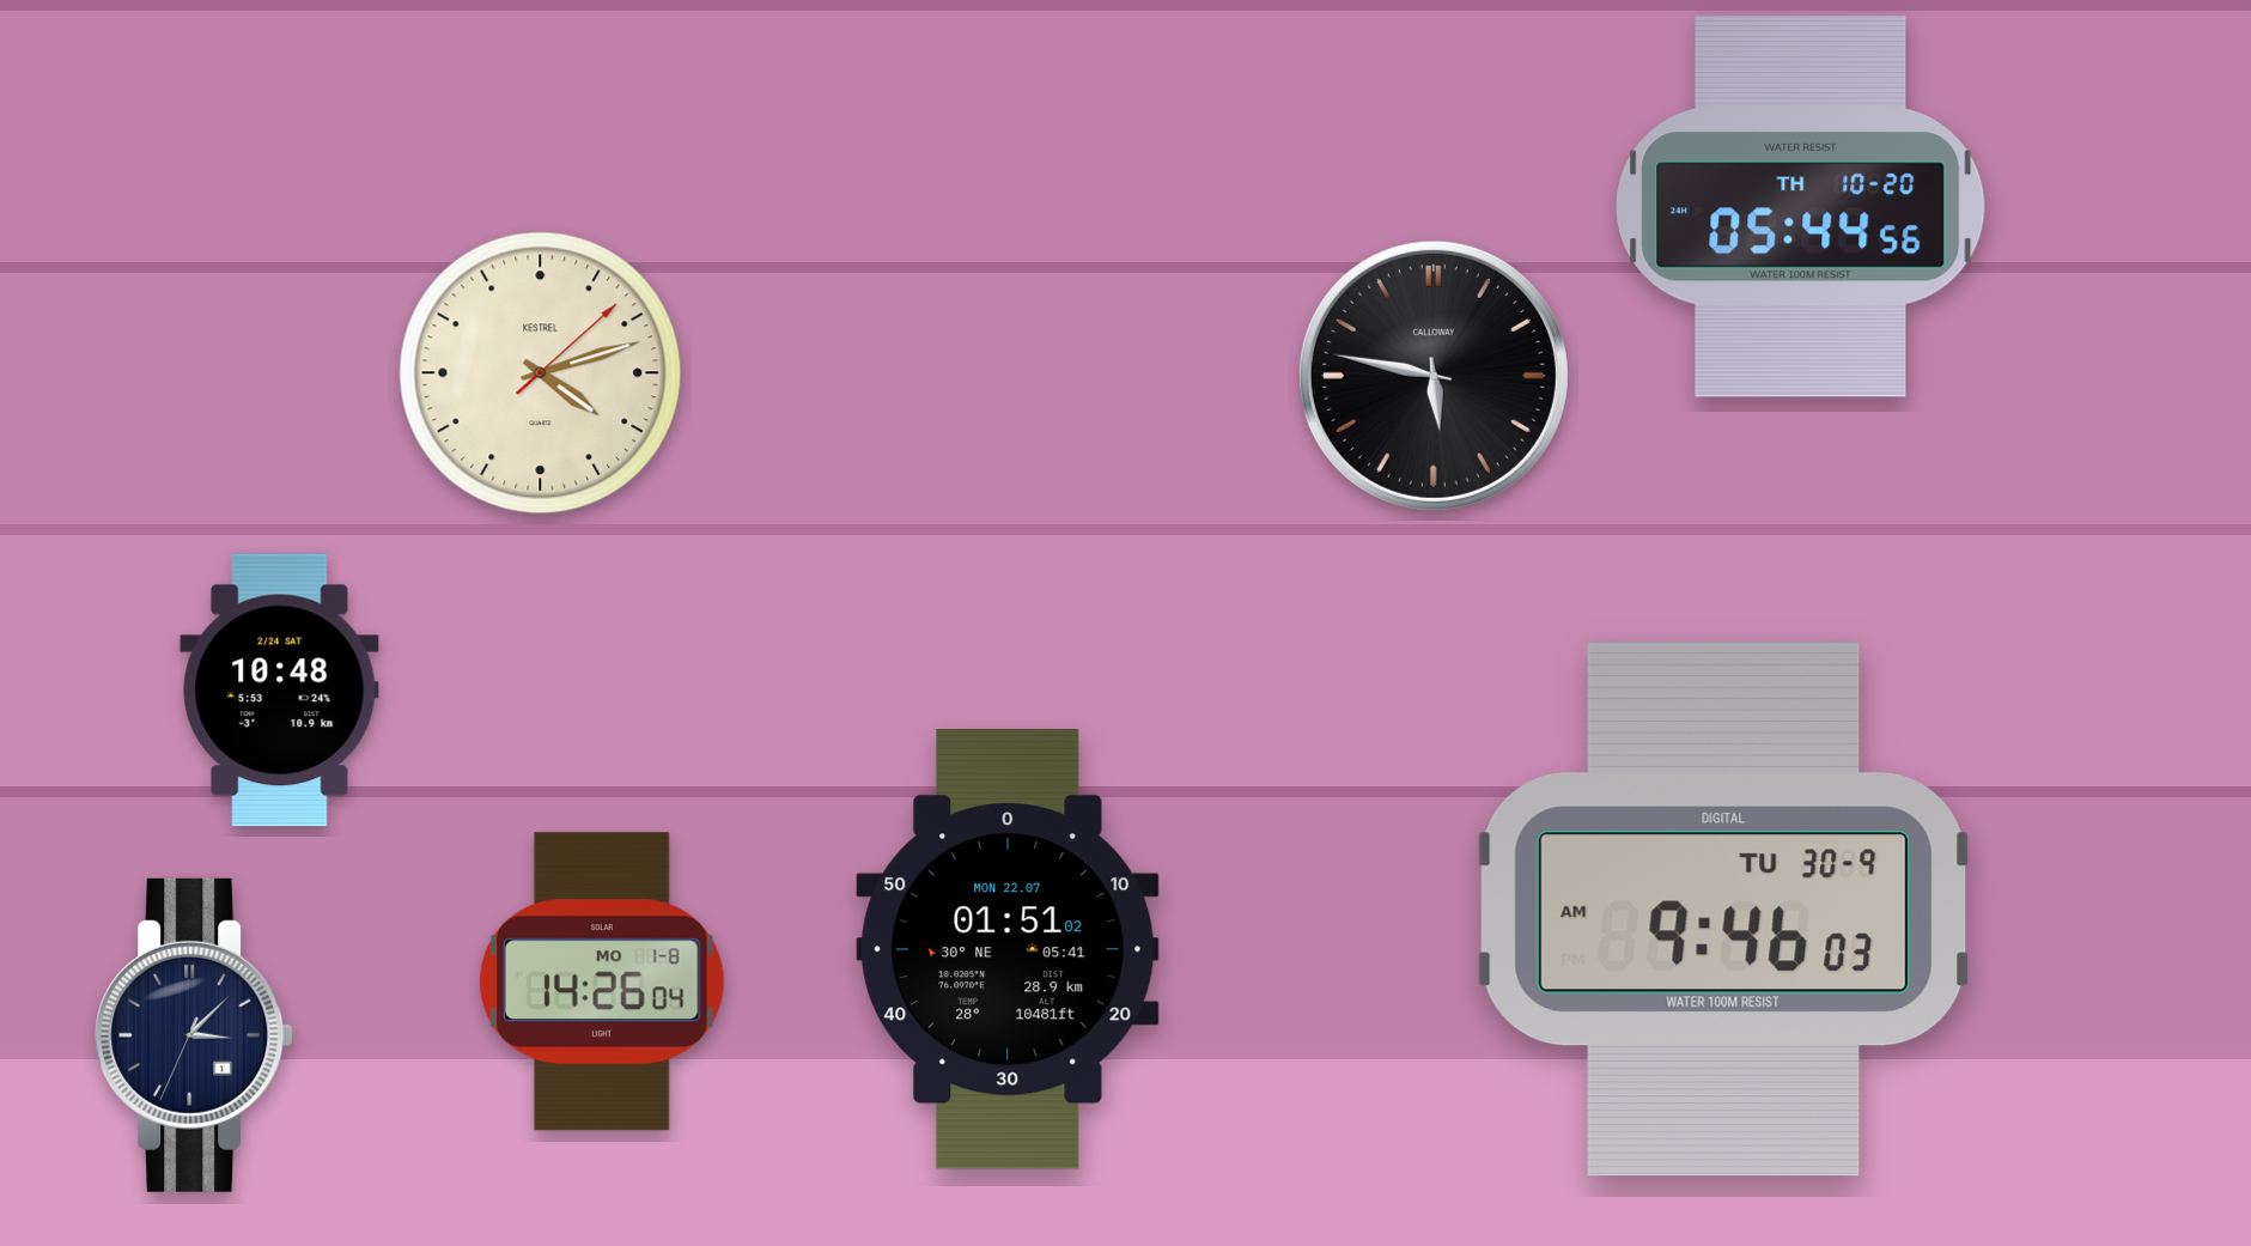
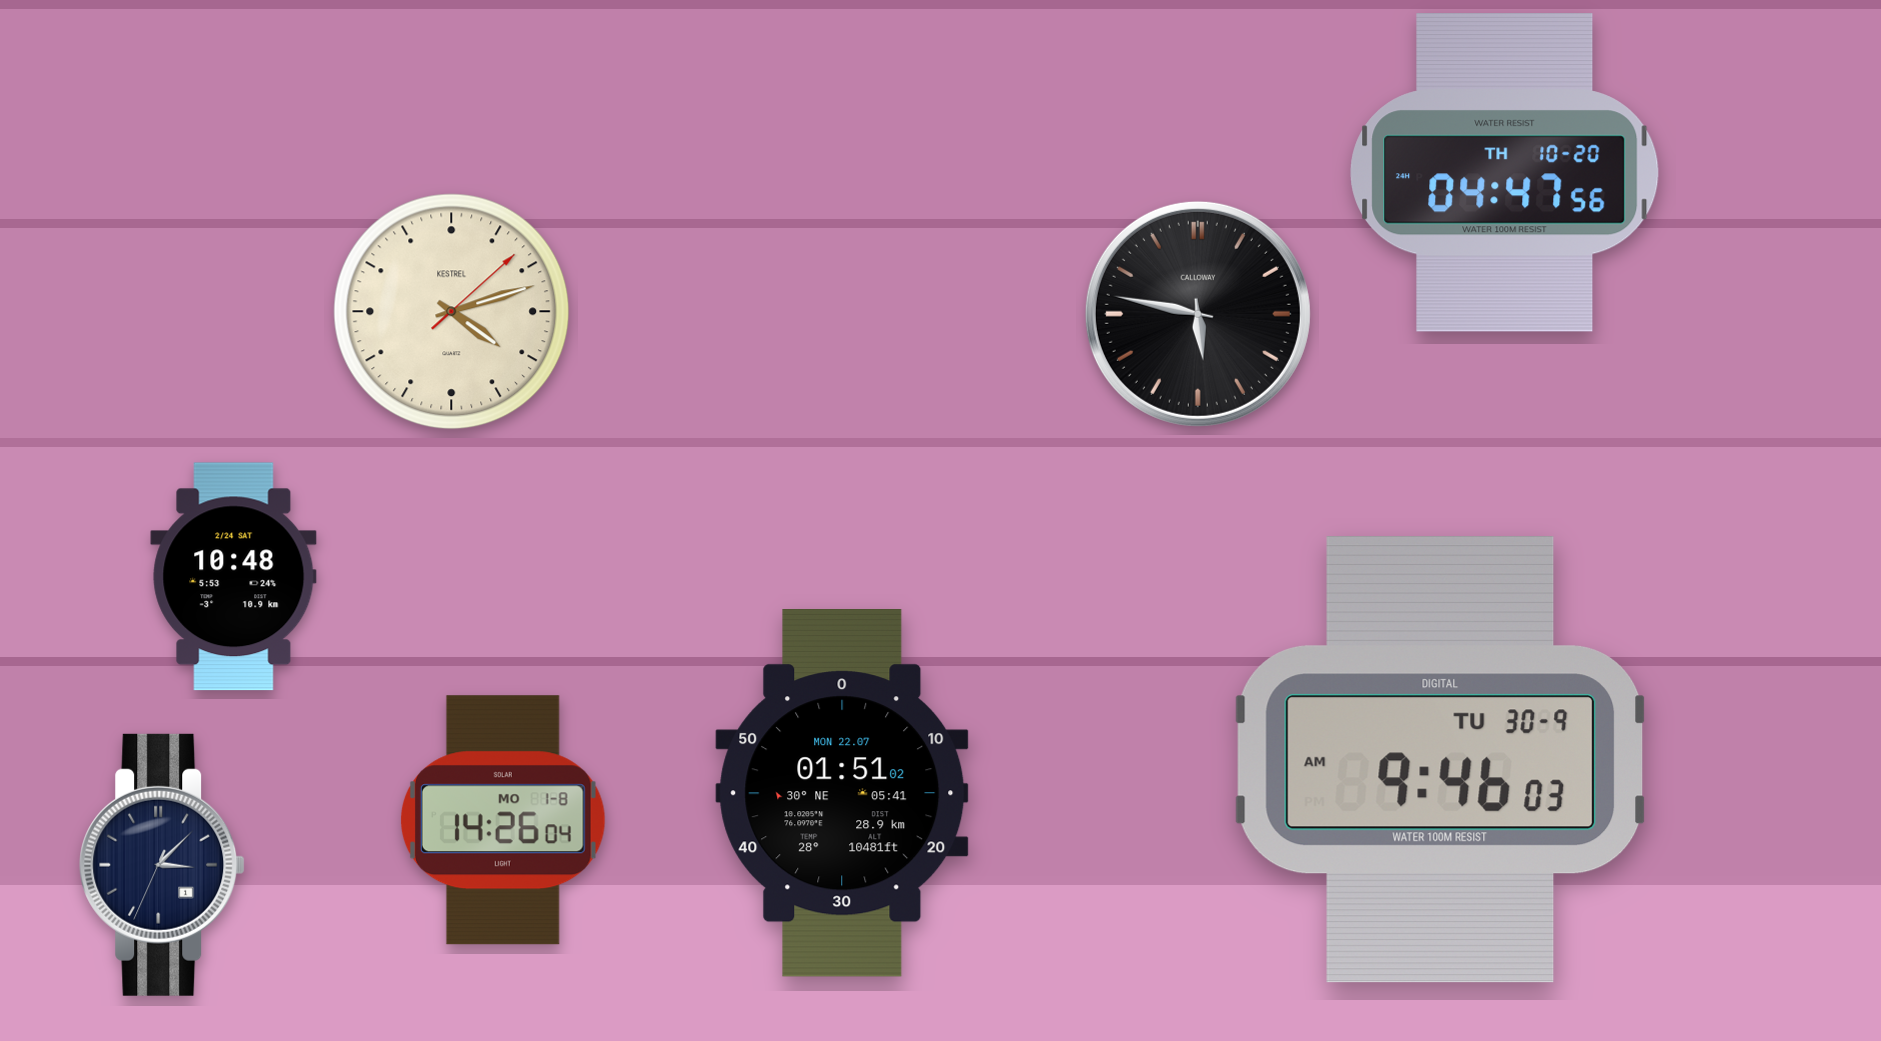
clock at (1801, 207): 05:44 -> 04:47
